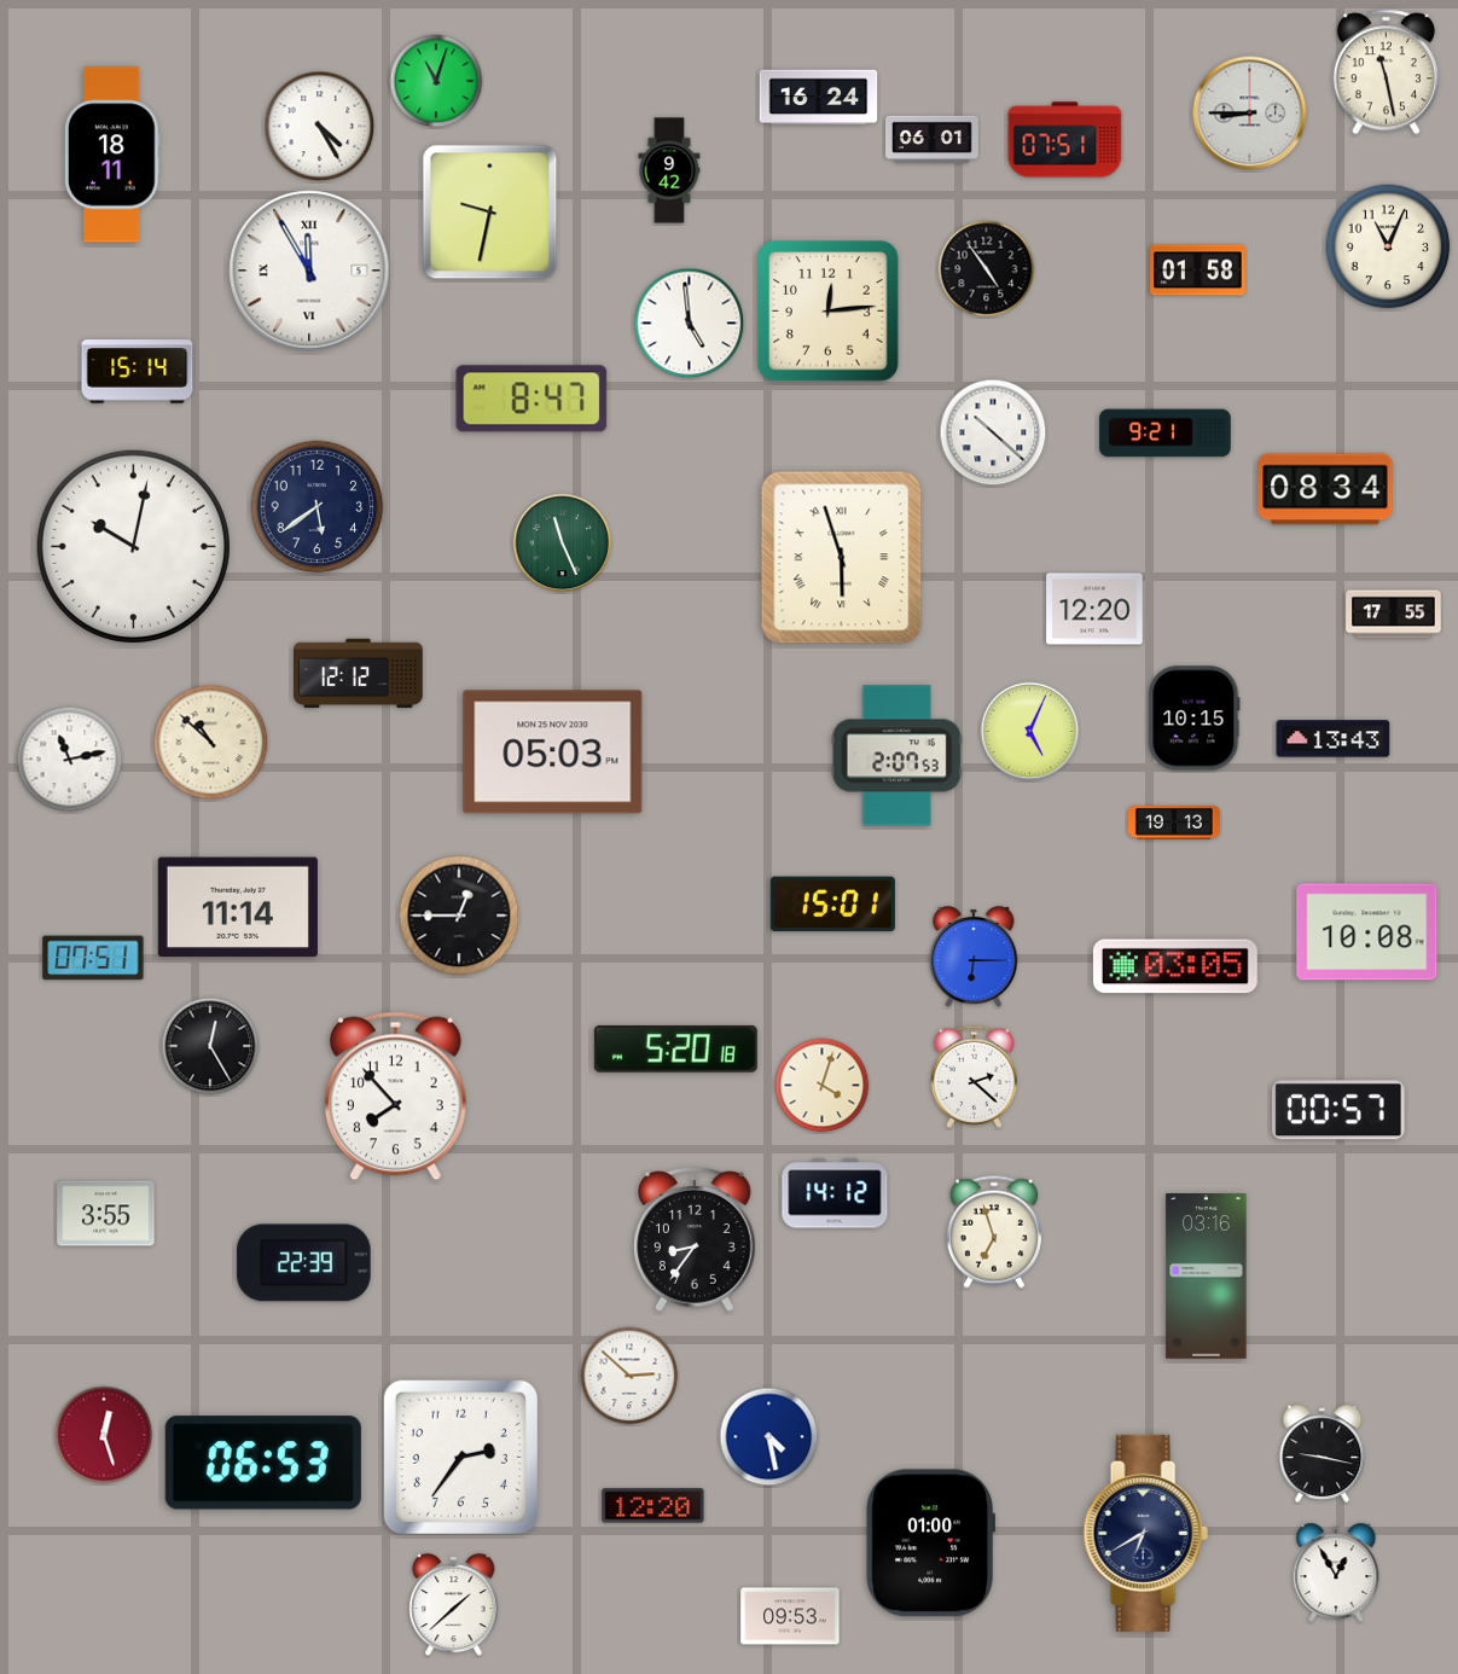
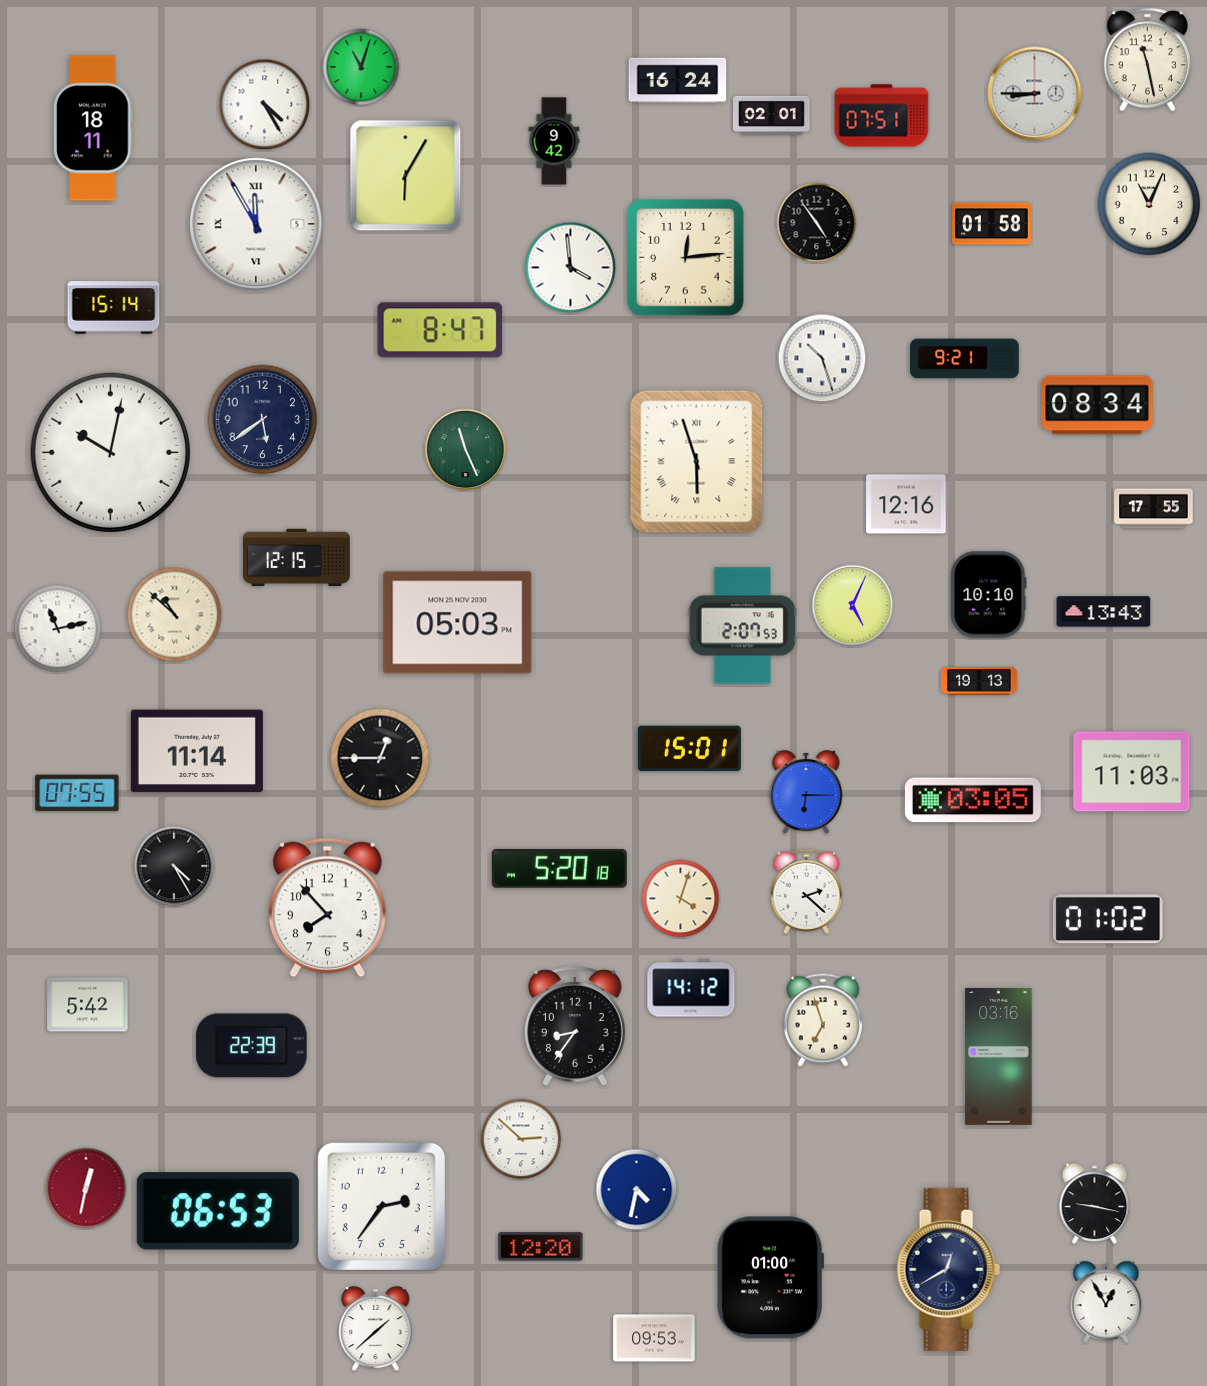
clock at (933, 139): 06:01 -> 02:01
clock at (490, 213): 9:32 -> 6:05
clock at (690, 324): 4:59 -> 3:59
clock at (993, 432): 10:22 -> 10:27
clock at (1094, 609): 12:20 -> 12:16
clock at (359, 674): 12:12 -> 12:15
clock at (1195, 719): 10:15 -> 10:10
clock at (1175, 823) position: (1175, 823) -> (980, 681)
clock at (1367, 932): 10:08 -> 11:03
clock at (93, 958): 07:51 -> 07:55
clock at (210, 1046): 12:25 -> 4:25
clock at (1340, 1110): 00:57 -> 01:02
clock at (106, 1214): 3:55 -> 5:42
clock at (104, 1435): 12:27 -> 12:32
clock at (769, 1437): 4:28 -> 4:32
clock at (1145, 1533): 6:40 -> 12:40
